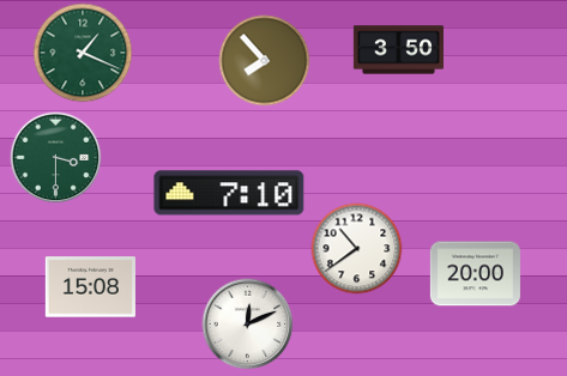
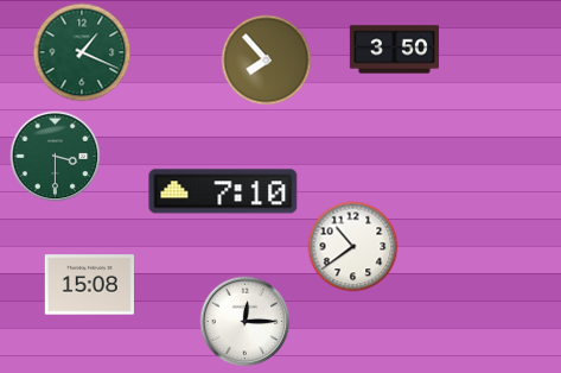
clock at (265, 61) position: (265, 61) -> (267, 61)
clock at (229, 193) position: (229, 193) -> (223, 191)
clock at (475, 274): 20:00 -> none
clock at (248, 325): 12:11 -> 12:15
